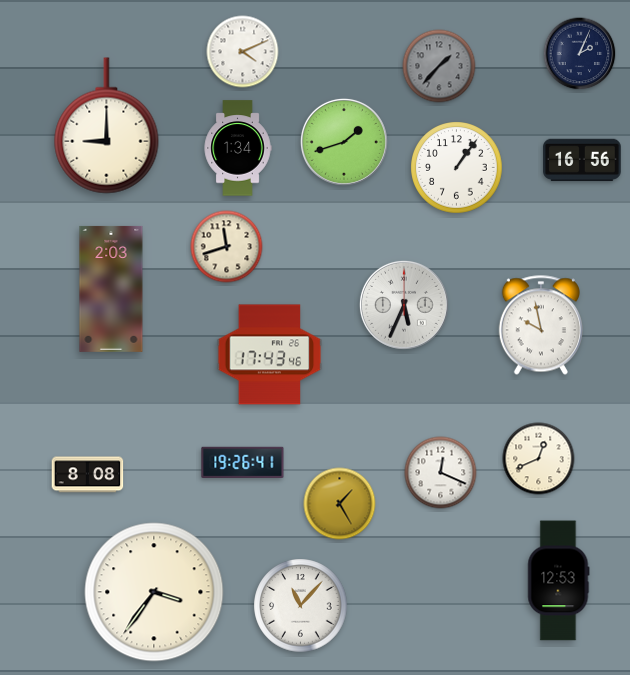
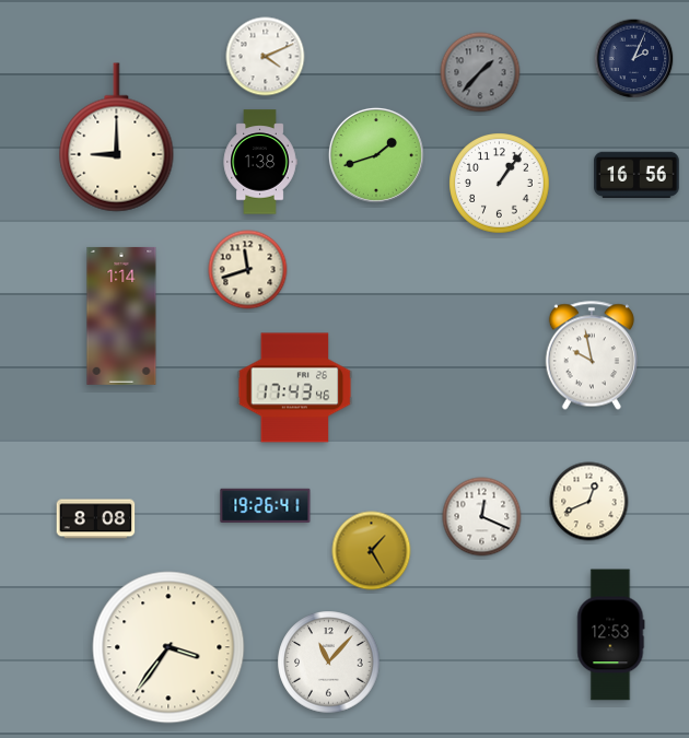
clock at (238, 148): 1:34 -> 1:38
clock at (111, 289): 2:03 -> 1:14
clock at (404, 305): 5:34 -> none
